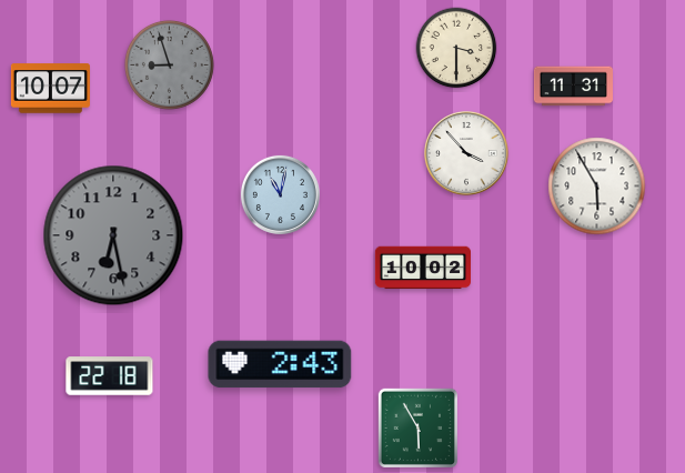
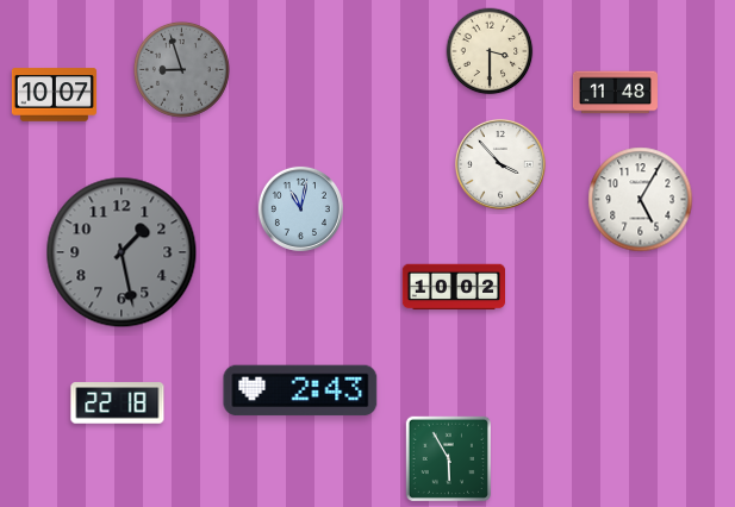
clock at (573, 87): 11:31 -> 11:48
clock at (597, 187): 5:55 -> 5:05
clock at (113, 235): 6:28 -> 1:28
